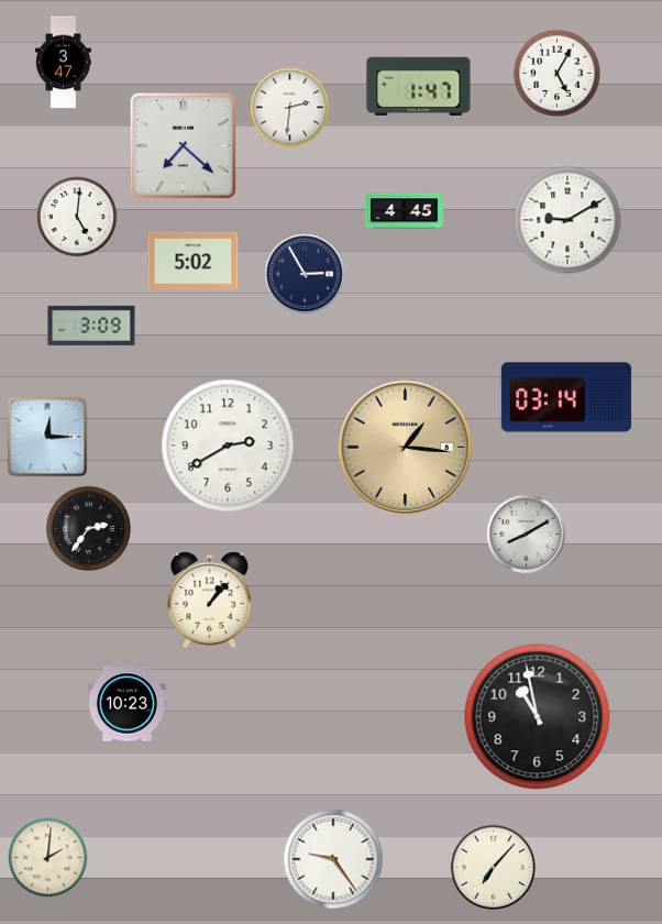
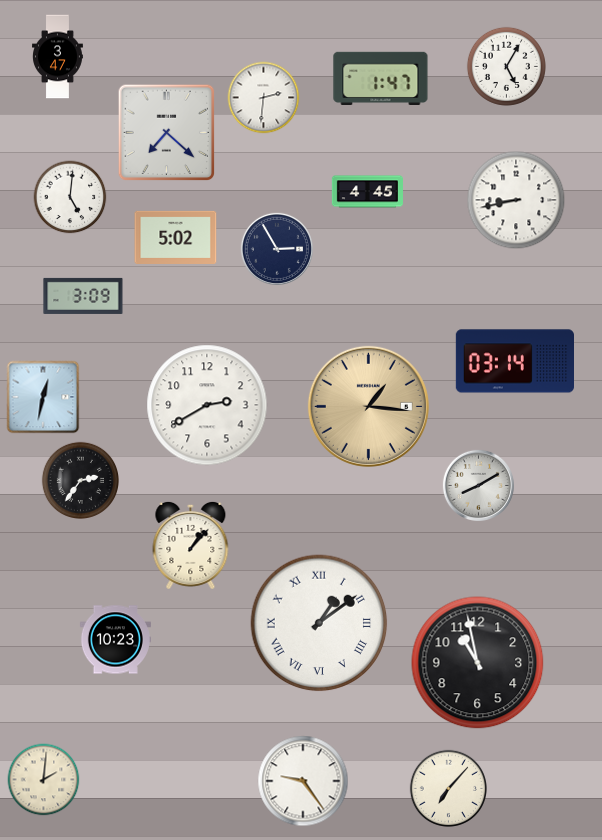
clock at (567, 220): 9:10 -> 8:43
clock at (47, 437): 12:15 -> 12:32
clock at (319, 623): none -> 1:09
clock at (538, 717) position: (538, 717) -> (478, 663)
